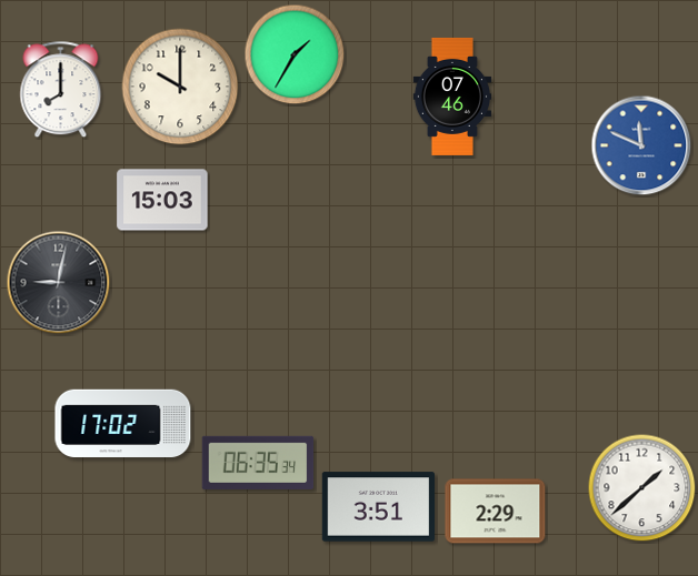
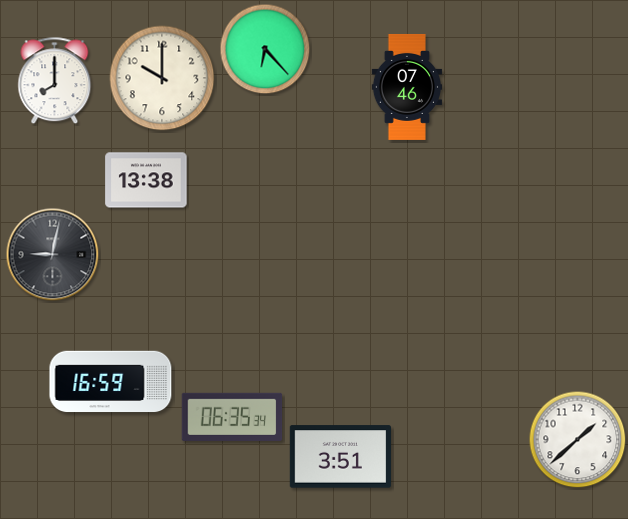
clock at (295, 54): 1:35 -> 6:23
clock at (641, 145): 11:49 -> none
clock at (162, 200): 15:03 -> 13:38
clock at (123, 424): 17:02 -> 16:59
clock at (496, 512): 2:29 -> none
